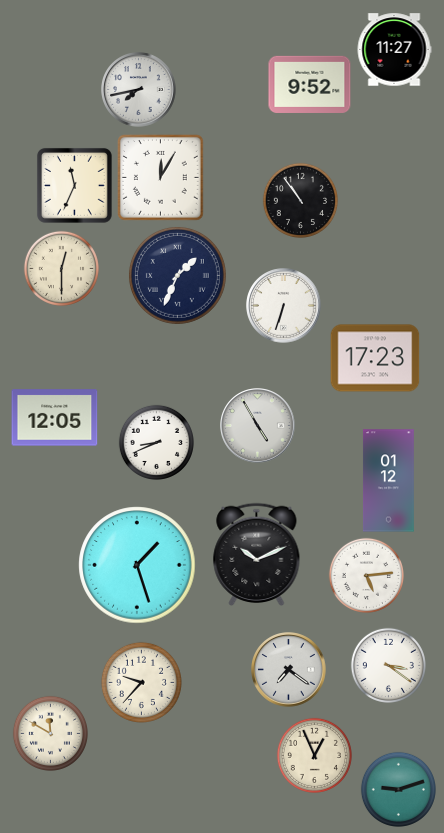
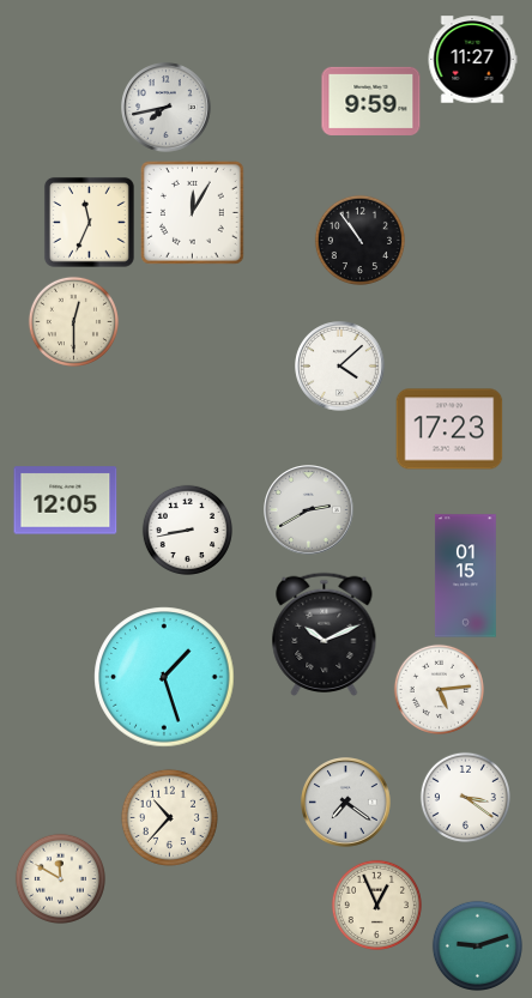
clock at (310, 84): 9:52 -> 9:59
clock at (177, 275): 1:34 -> none
clock at (284, 306): 6:33 -> 4:08
clock at (258, 426): 4:55 -> 2:40
clock at (156, 442): 8:41 -> 8:43
clock at (389, 481): 01:12 -> 01:15
clock at (257, 554) position: (257, 554) -> (325, 634)
clock at (141, 682): 9:37 -> 10:37
